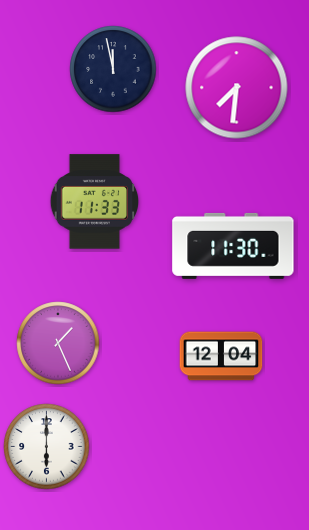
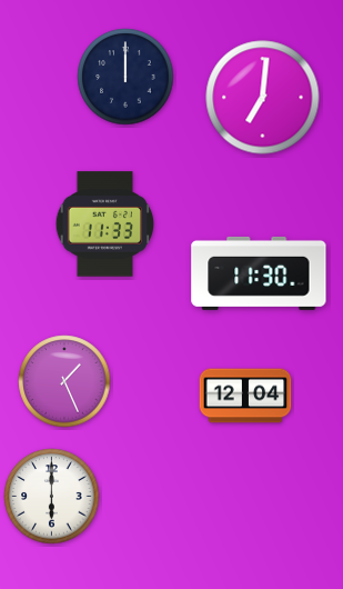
clock at (113, 69): 11:58 -> 12:00
clock at (237, 88): 7:31 -> 7:01
